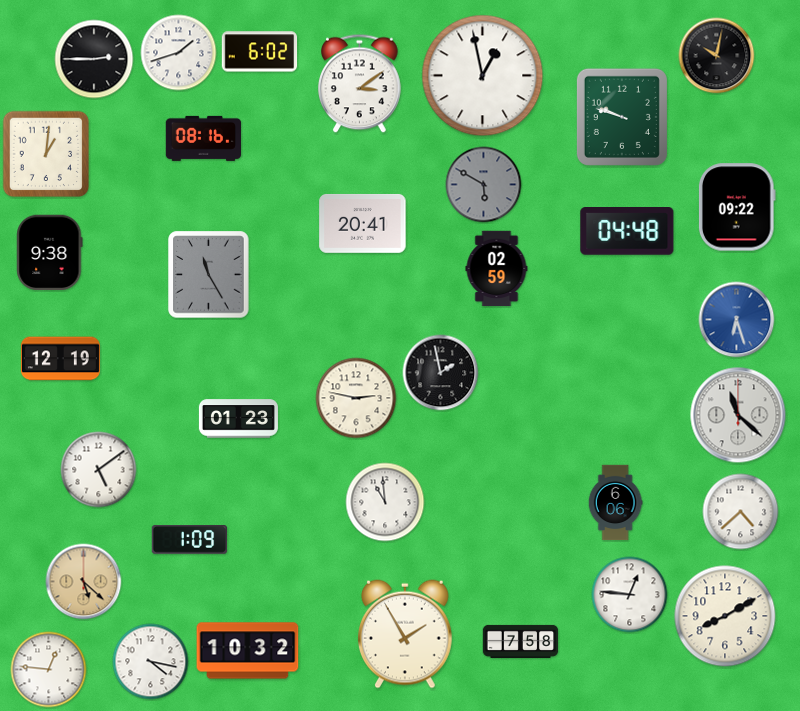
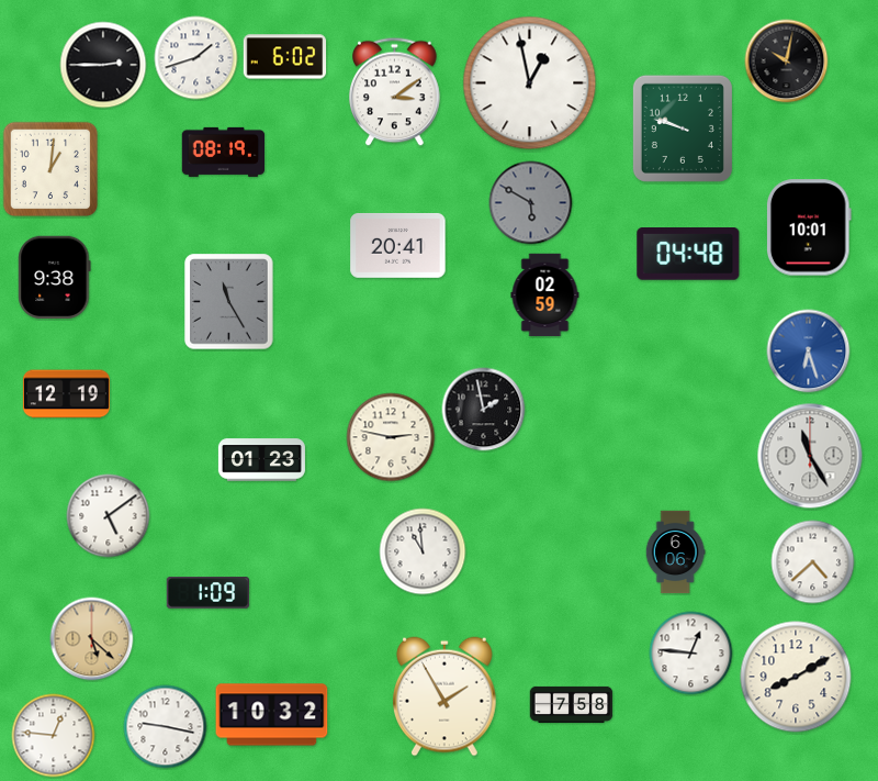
clock at (204, 138): 08:16 -> 08:19
clock at (737, 207): 09:22 -> 10:01
clock at (738, 415): 11:22 -> 11:25
clock at (151, 662): 4:17 -> 9:17
